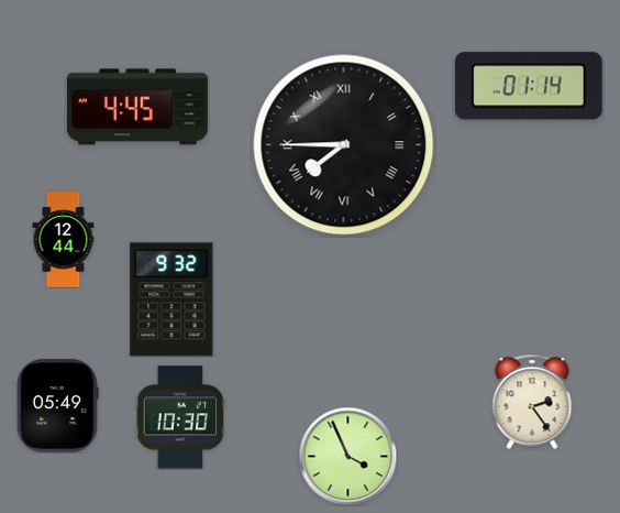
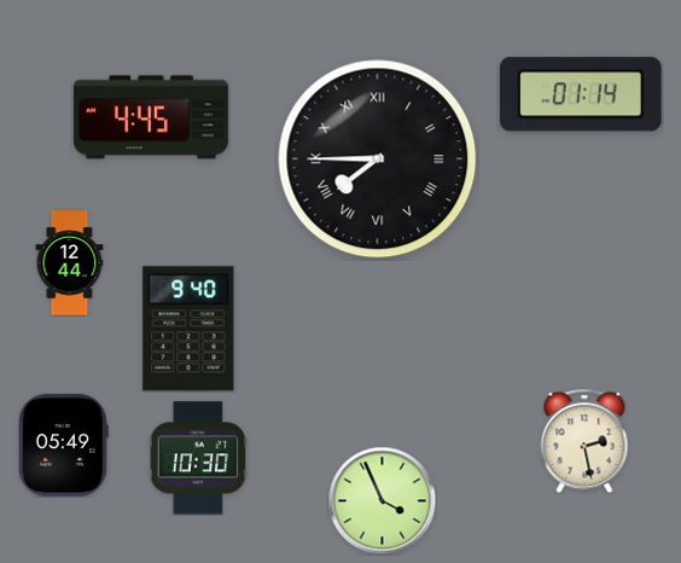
clock at (171, 299): 9:32 -> 9:40
clock at (532, 402): 2:24 -> 2:28
